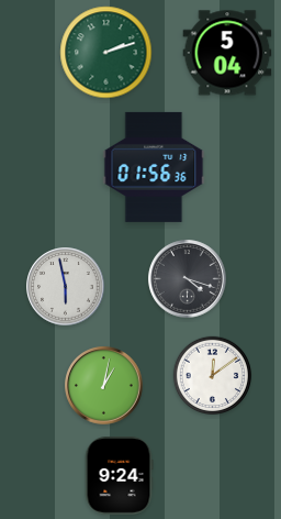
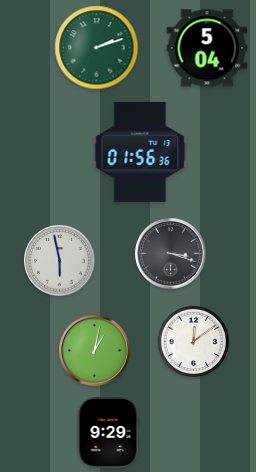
clock at (188, 279): 4:18 -> 3:18
clock at (119, 476): 9:24 -> 9:29
